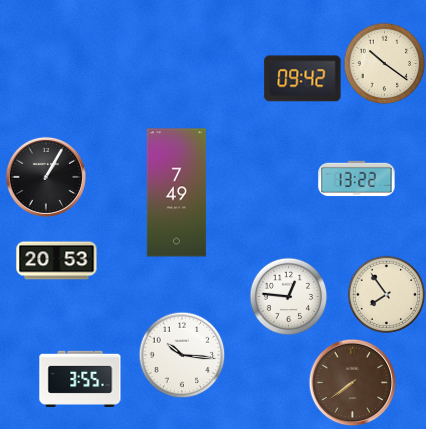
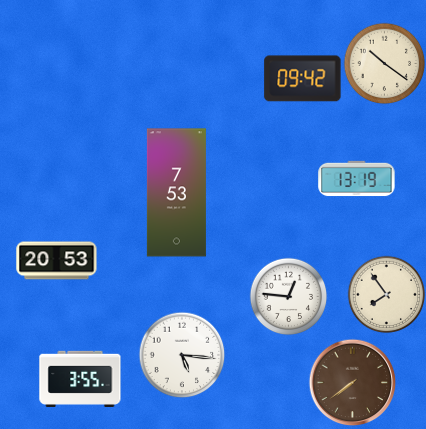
clock at (46, 177): 1:05 -> none
clock at (357, 179): 13:22 -> 13:19
clock at (176, 193): 7:49 -> 7:53
clock at (182, 355): 10:16 -> 5:16
